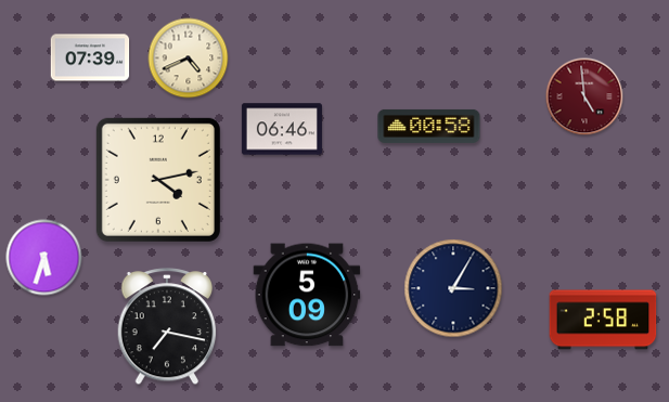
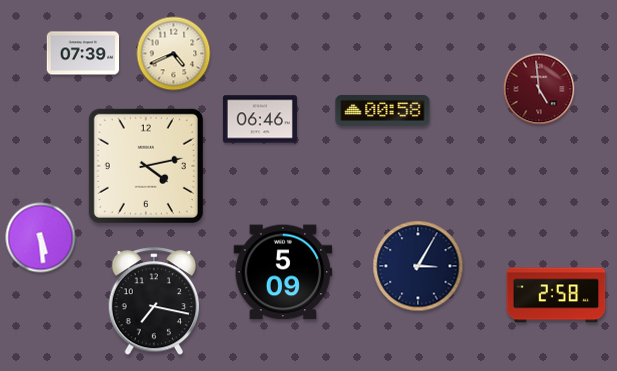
clock at (429, 126) position: (429, 126) -> (383, 110)
clock at (44, 258): 5:33 -> 5:29
